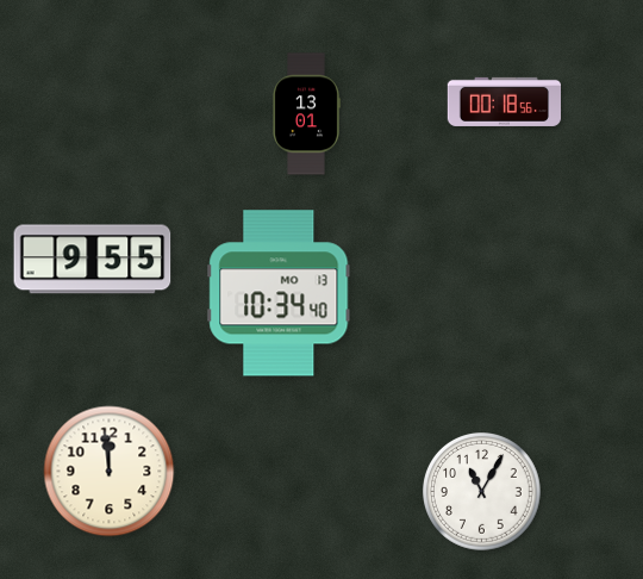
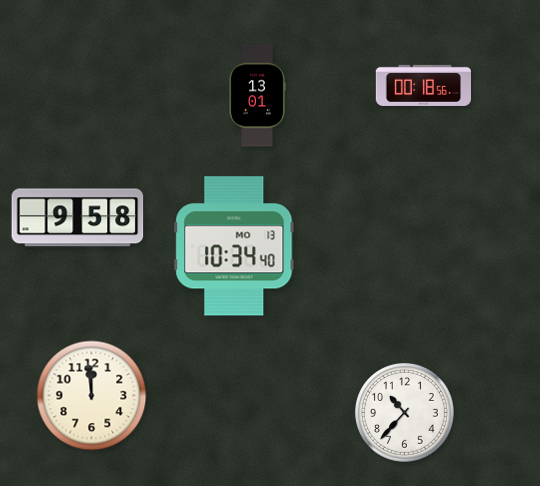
clock at (93, 260): 9:55 -> 9:58
clock at (482, 492): 11:05 -> 10:37
